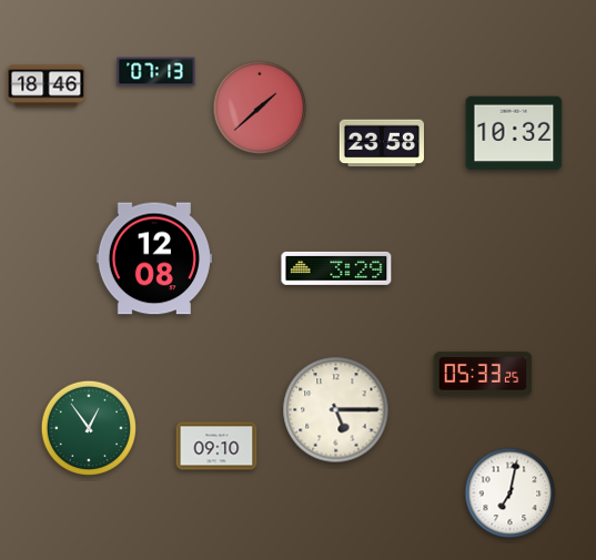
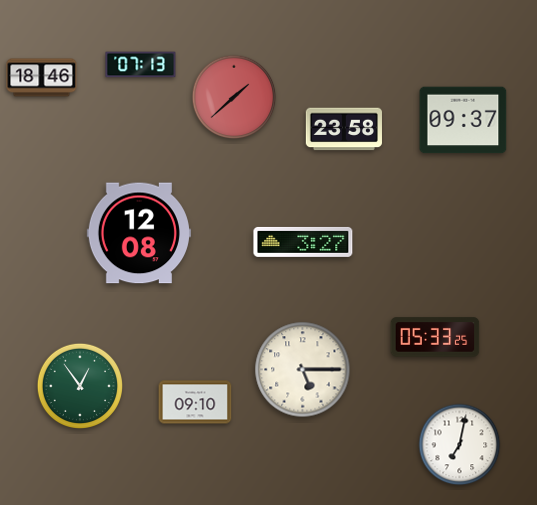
clock at (514, 133): 10:32 -> 09:37
clock at (336, 268): 3:29 -> 3:27
